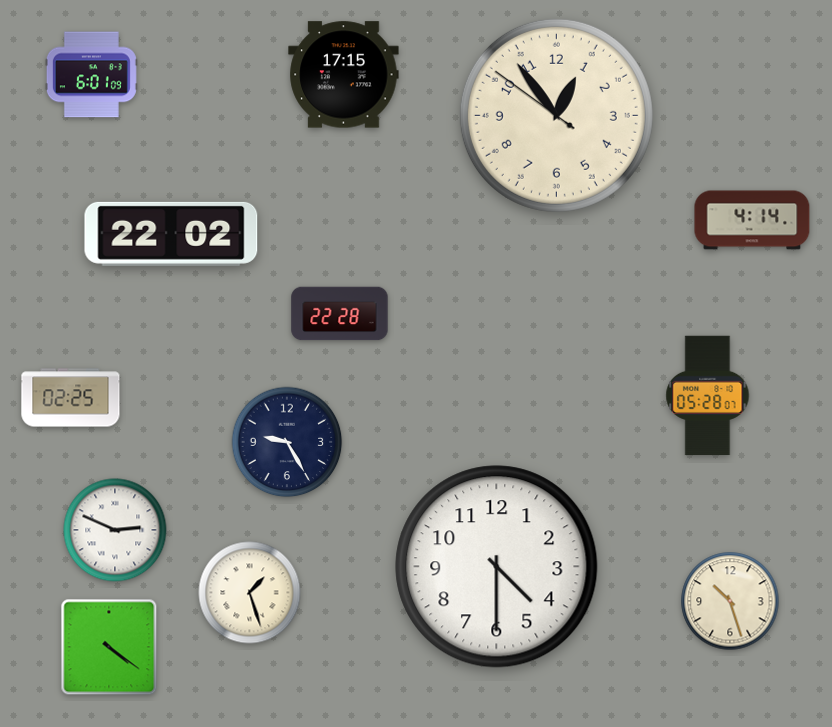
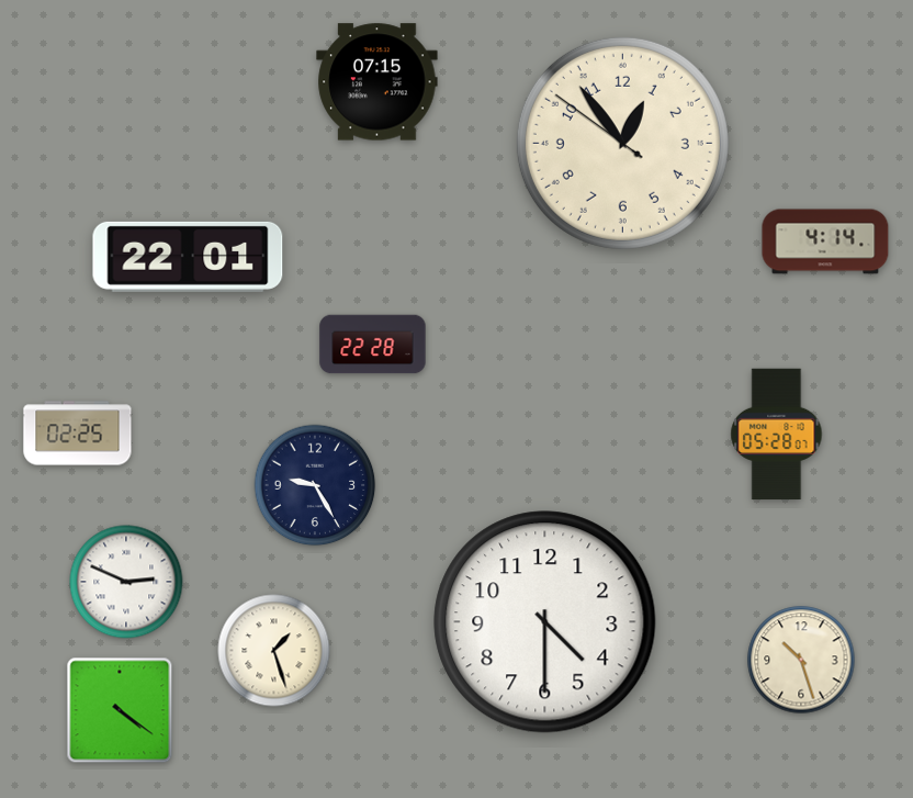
clock at (91, 75): 6:01 -> none
clock at (344, 75): 17:15 -> 07:15
clock at (556, 115) position: (556, 115) -> (622, 143)
clock at (171, 234): 22:02 -> 22:01
clock at (71, 398) position: (71, 398) -> (78, 434)
